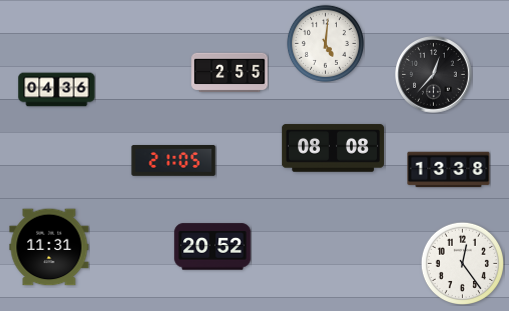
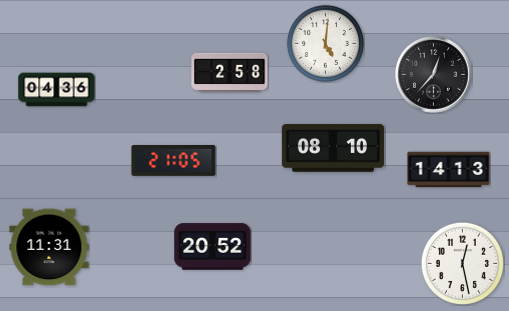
clock at (230, 72): 2:55 -> 2:58
clock at (333, 148): 08:08 -> 08:10
clock at (449, 170): 13:38 -> 14:13
clock at (462, 263): 12:24 -> 12:28
